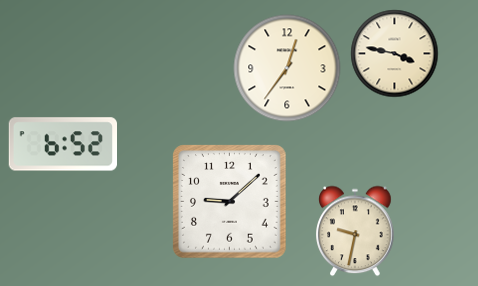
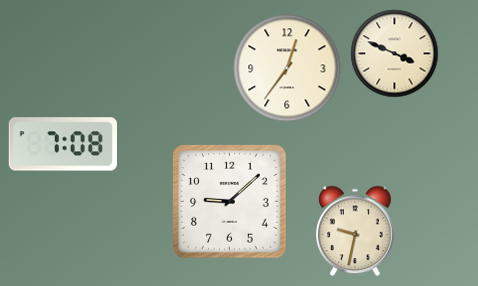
clock at (395, 54): 3:47 -> 3:49
clock at (62, 144): 6:52 -> 7:08
